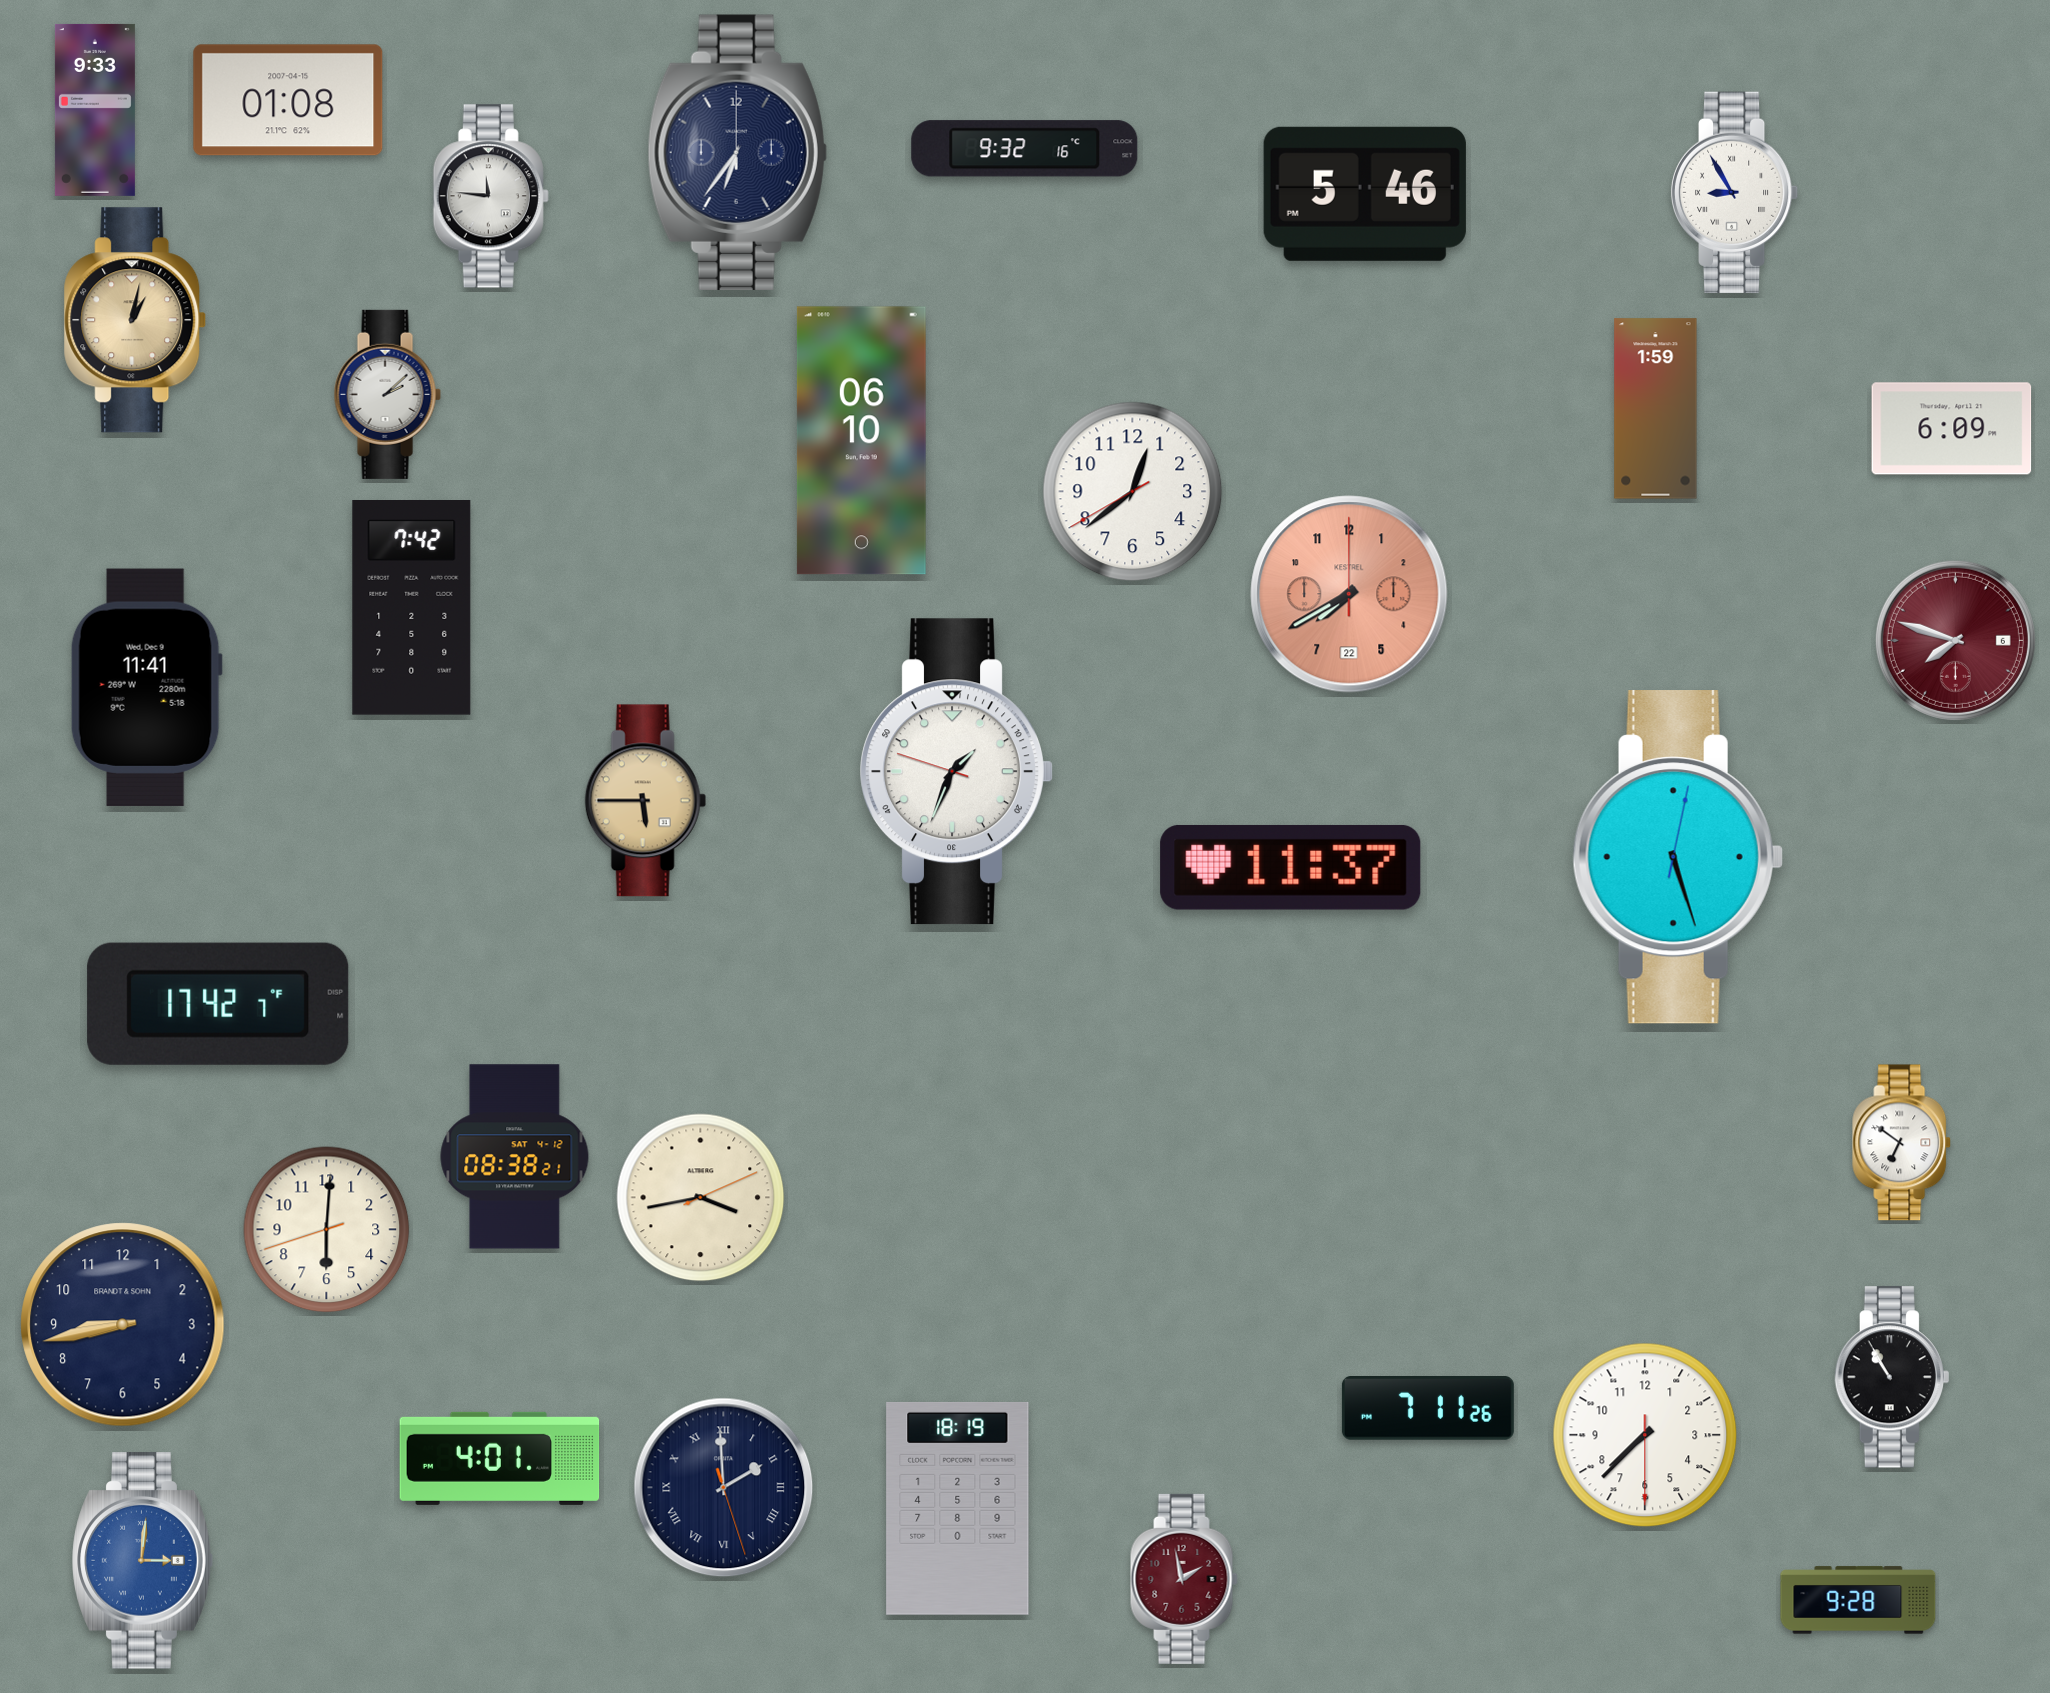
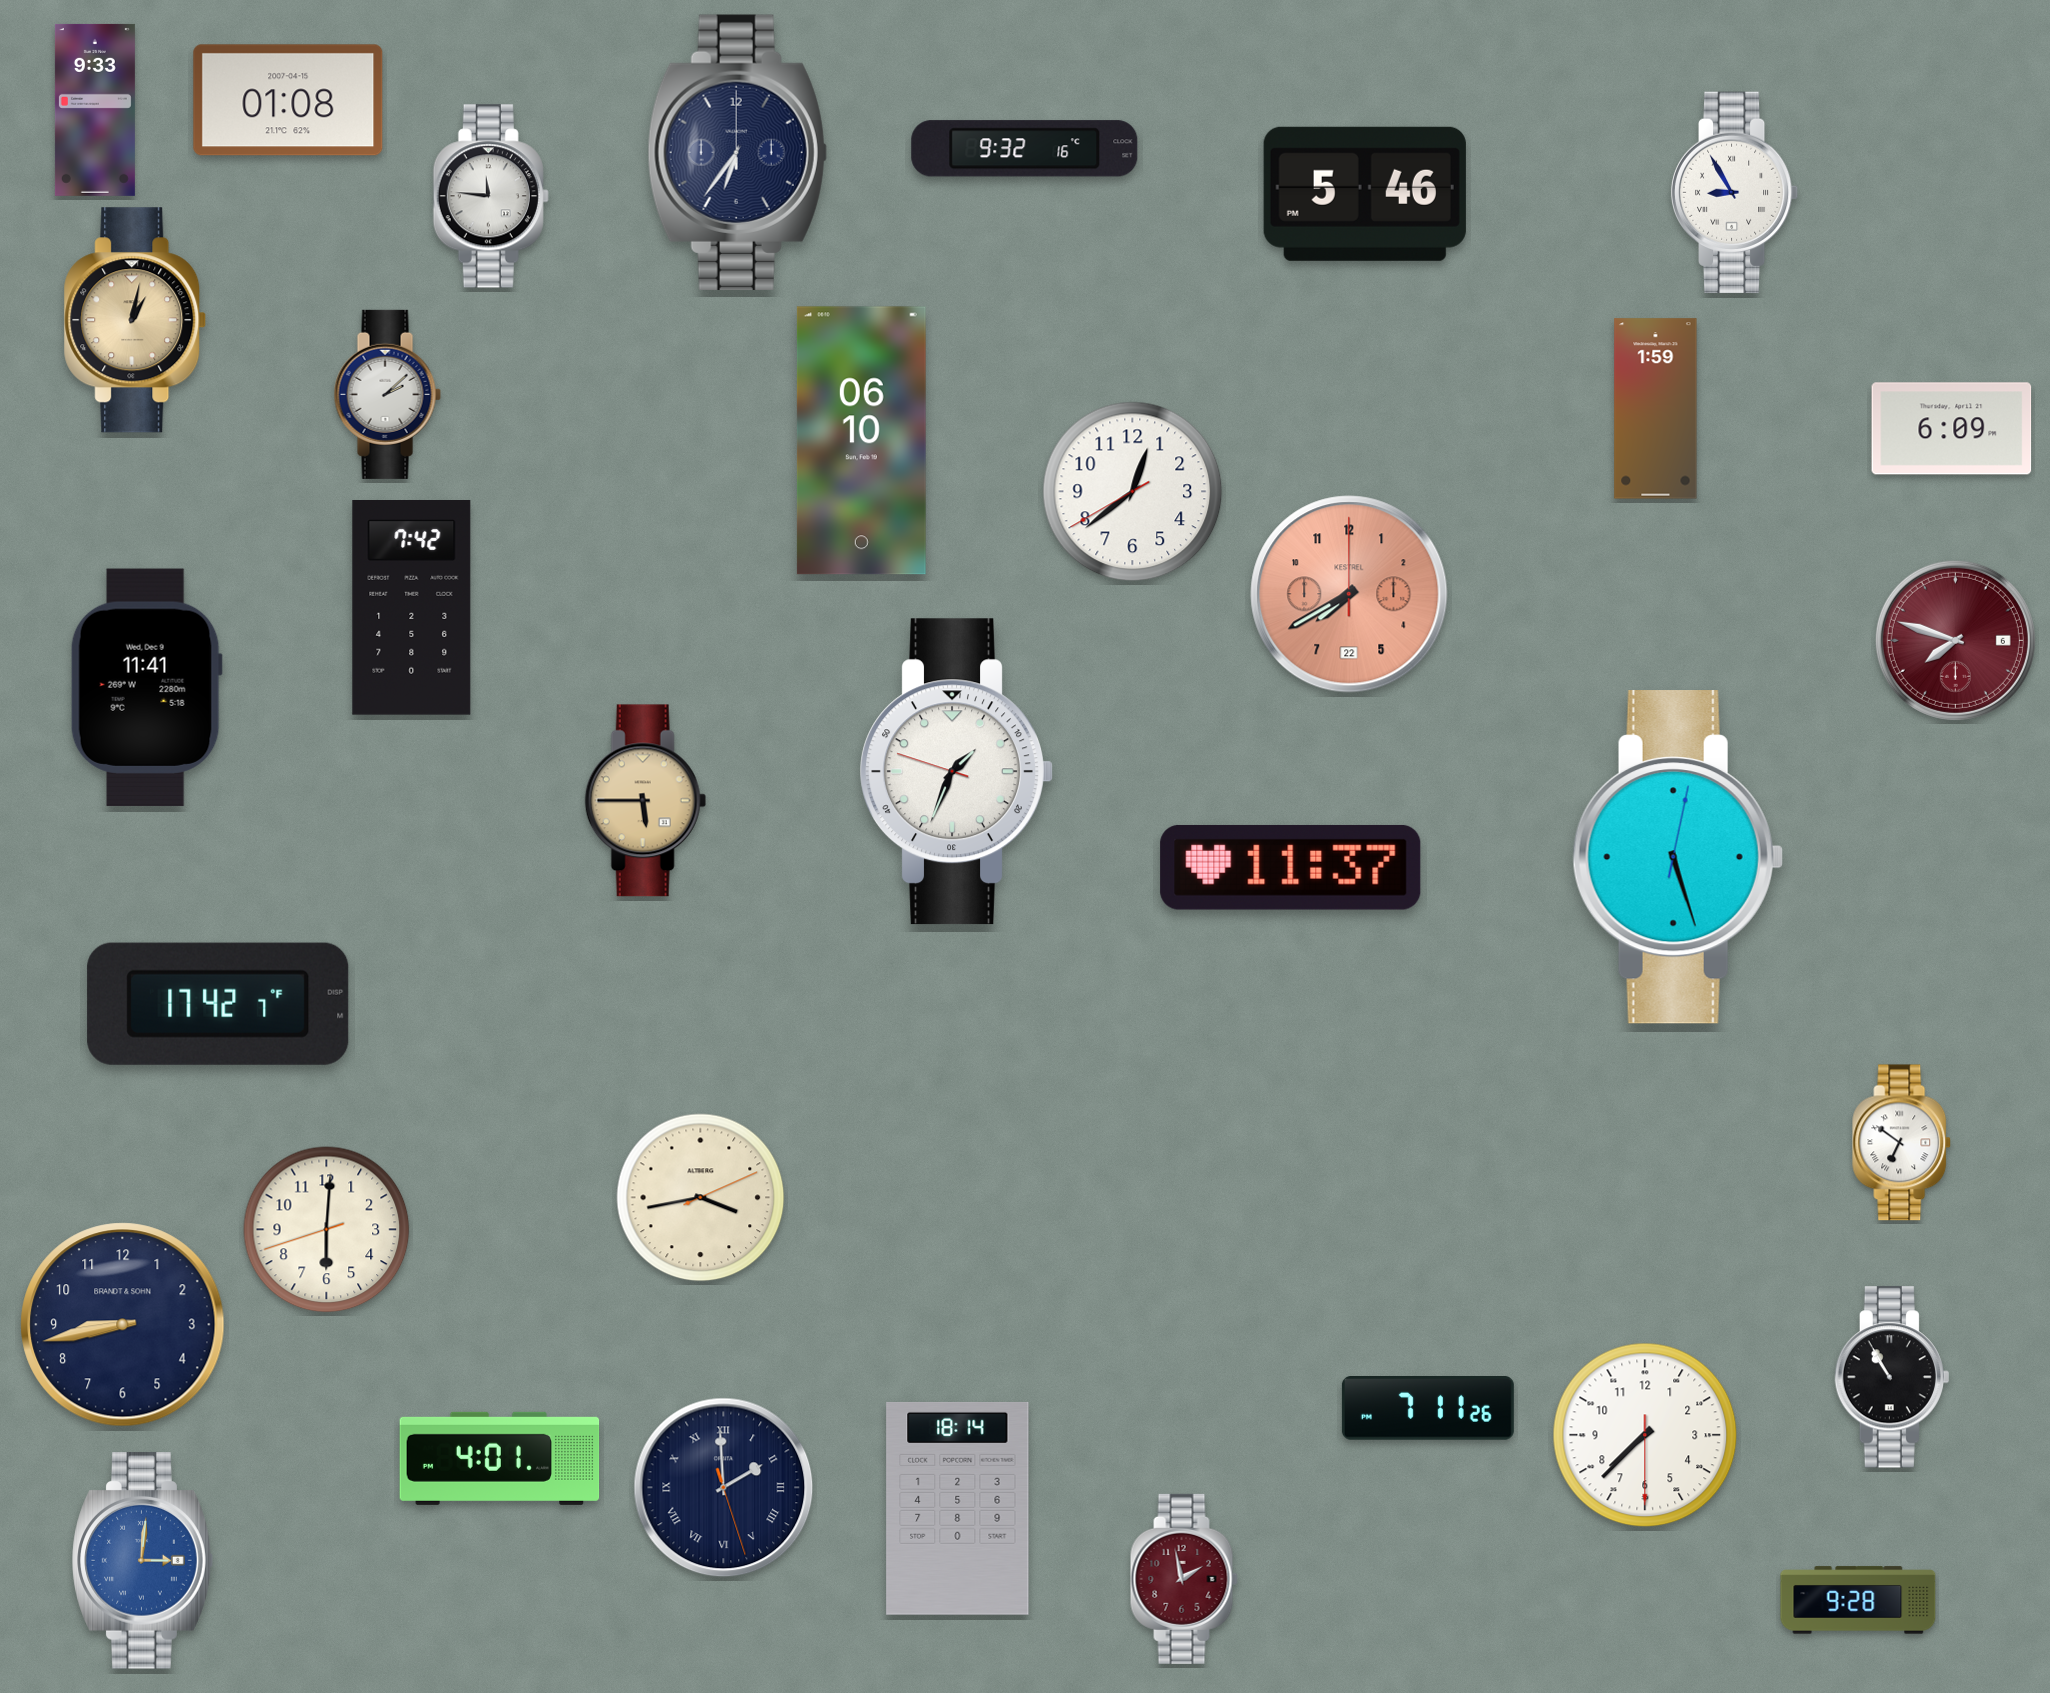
clock at (515, 1157): 08:38 -> none
clock at (958, 1508): 18:19 -> 18:14
